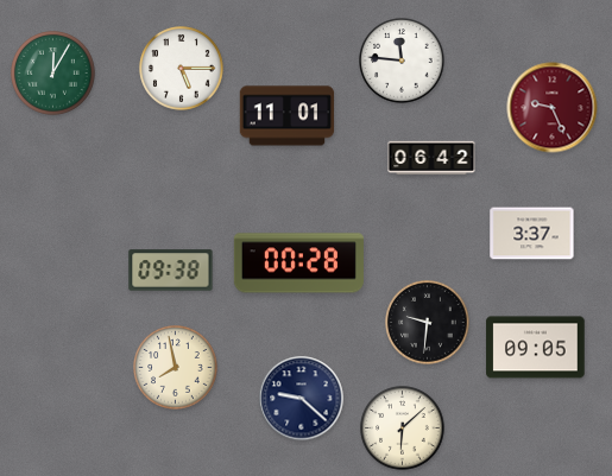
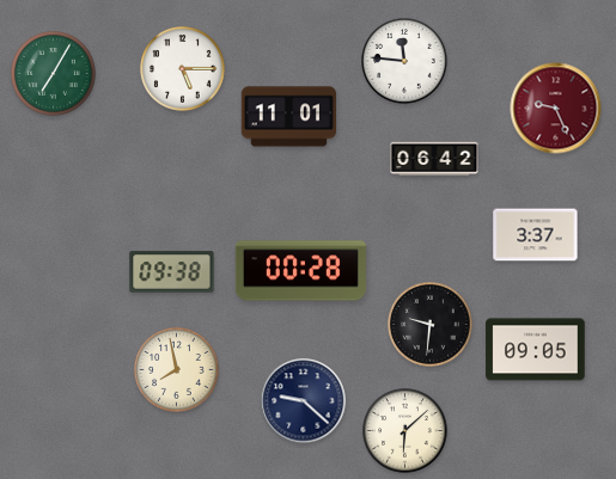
clock at (53, 74): 12:05 -> 7:05
clock at (298, 264) position: (298, 264) -> (300, 271)
clock at (536, 348) position: (536, 348) -> (536, 350)
